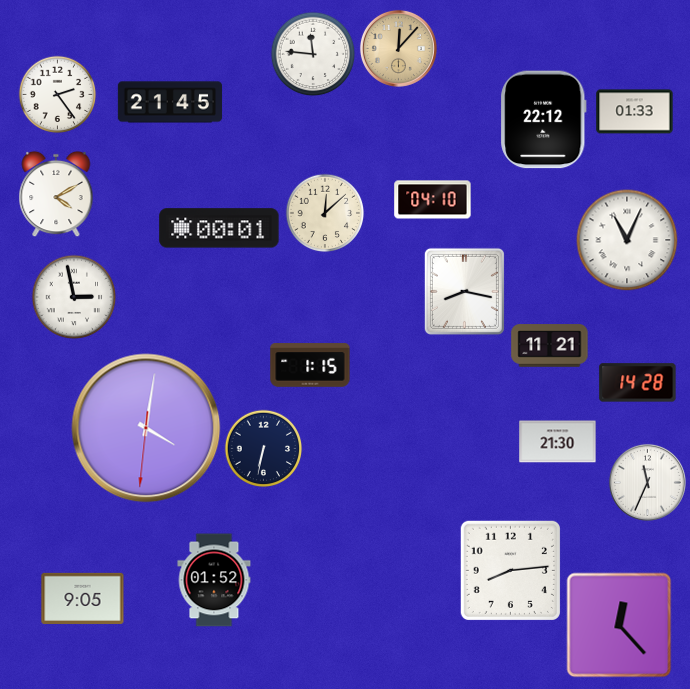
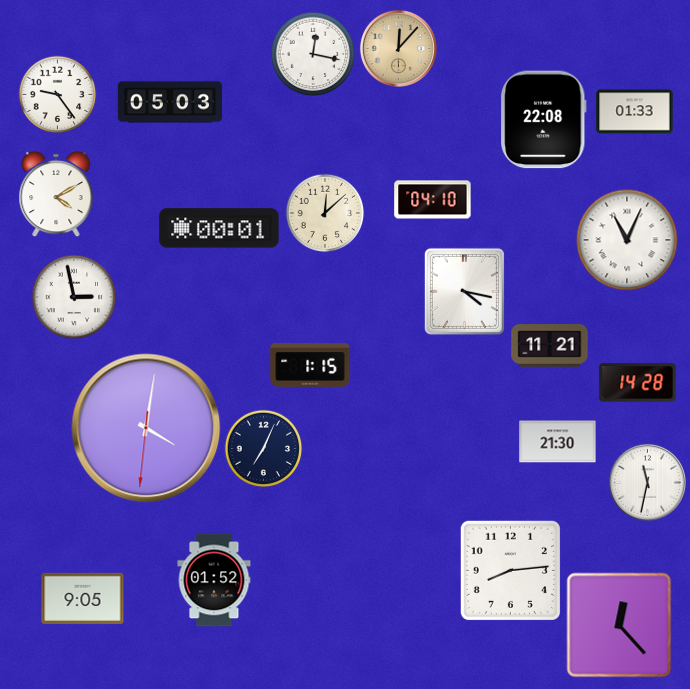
clock at (313, 54): 11:46 -> 12:17
clock at (57, 94): 2:24 -> 9:24
clock at (170, 102): 21:45 -> 05:03
clock at (544, 120): 22:12 -> 22:08
clock at (464, 291): 8:17 -> 4:17
clock at (263, 448): 6:32 -> 7:04
clock at (647, 482): 11:34 -> 11:32
